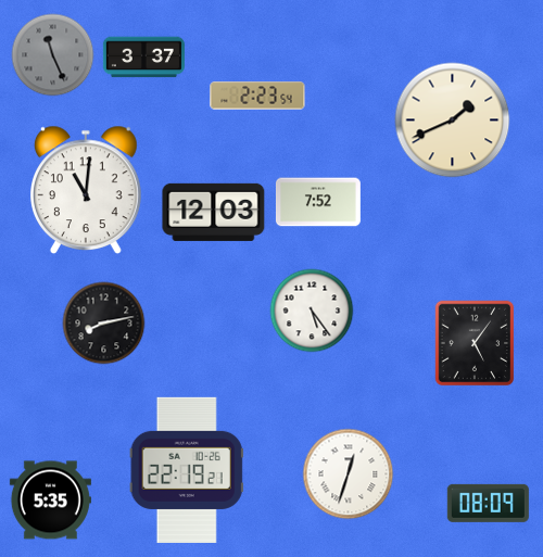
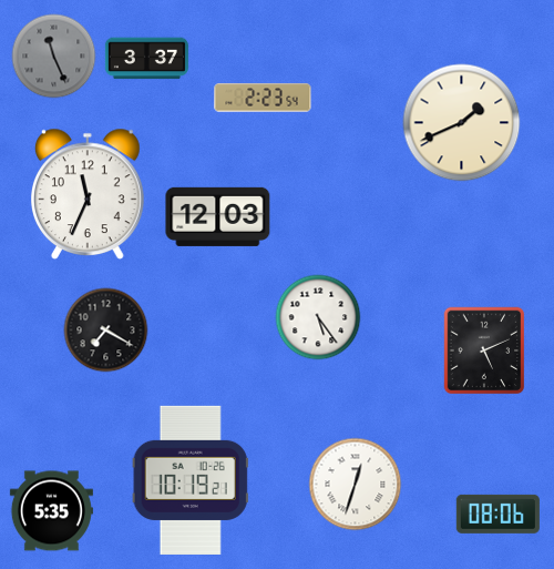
clock at (87, 190): 11:01 -> 11:34
clock at (318, 202): 7:52 -> none
clock at (104, 324): 8:13 -> 7:20
clock at (475, 343): 5:06 -> 5:11
clock at (187, 470): 22:19 -> 10:19
clock at (488, 503): 08:09 -> 08:06
